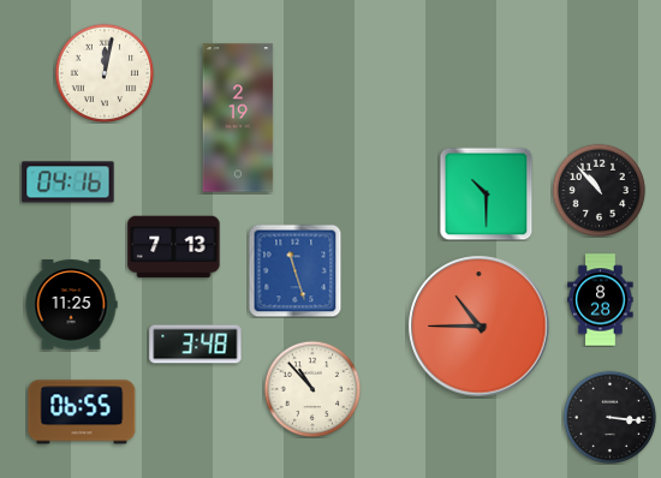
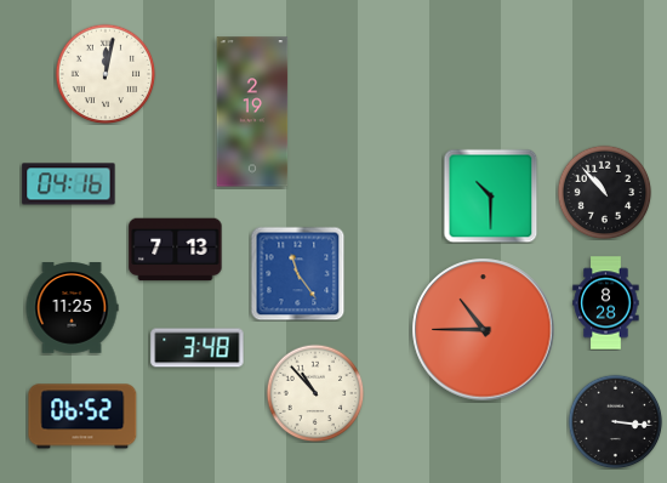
clock at (238, 118) position: (238, 118) -> (252, 112)
clock at (294, 270): 11:27 -> 11:24
clock at (82, 412): 06:55 -> 06:52
